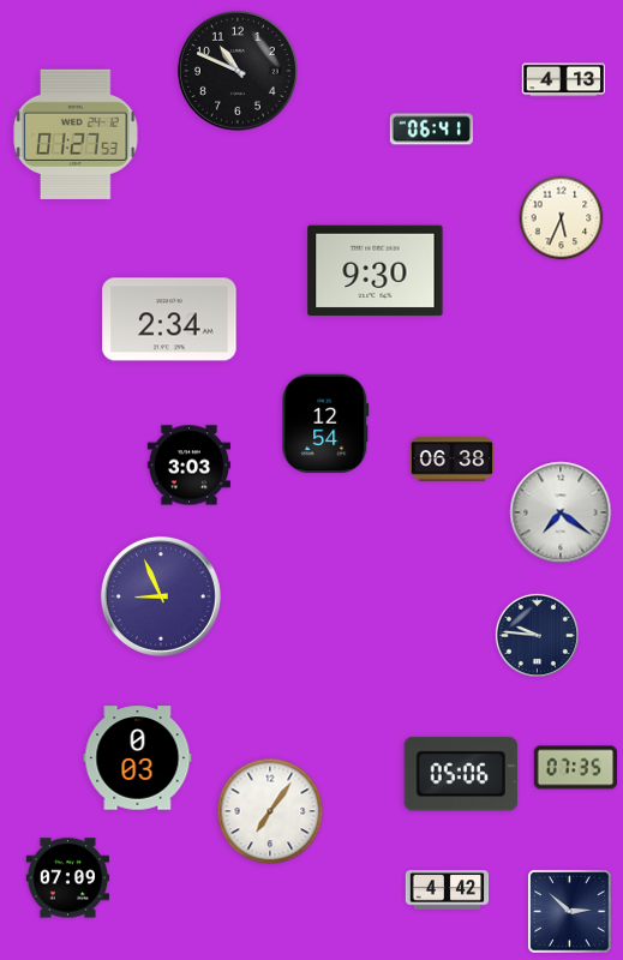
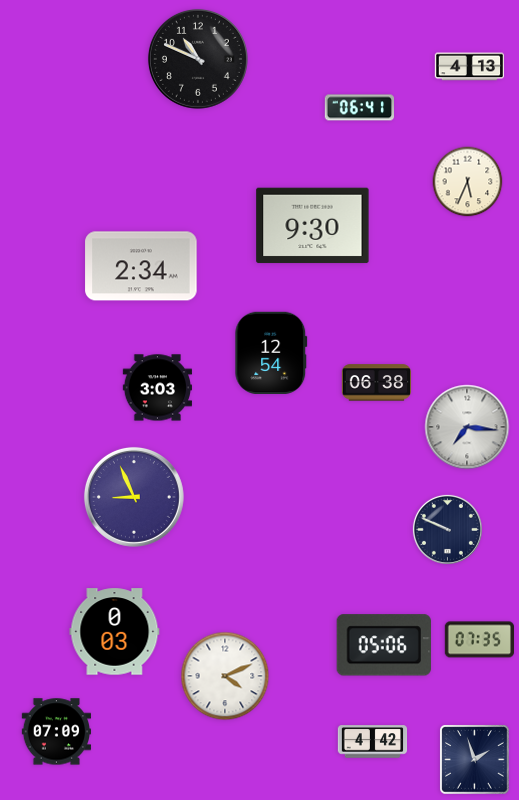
clock at (76, 134): 01:27 -> none
clock at (561, 512): 7:21 -> 7:16
clock at (537, 635): 9:46 -> 9:49
clock at (270, 811): 7:06 -> 4:11
clock at (570, 912): 2:52 -> 1:57
